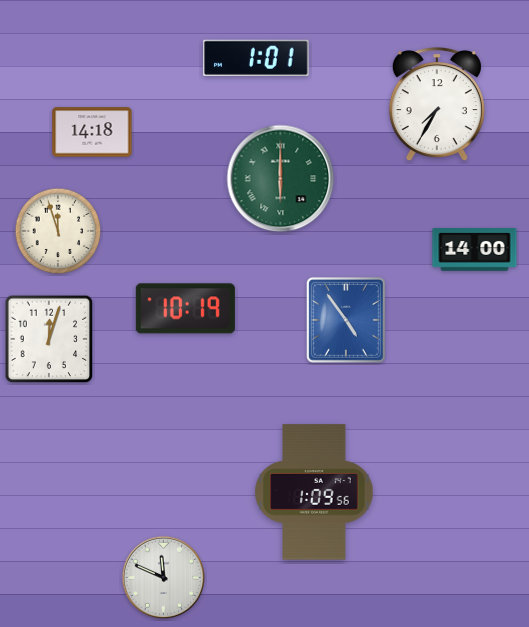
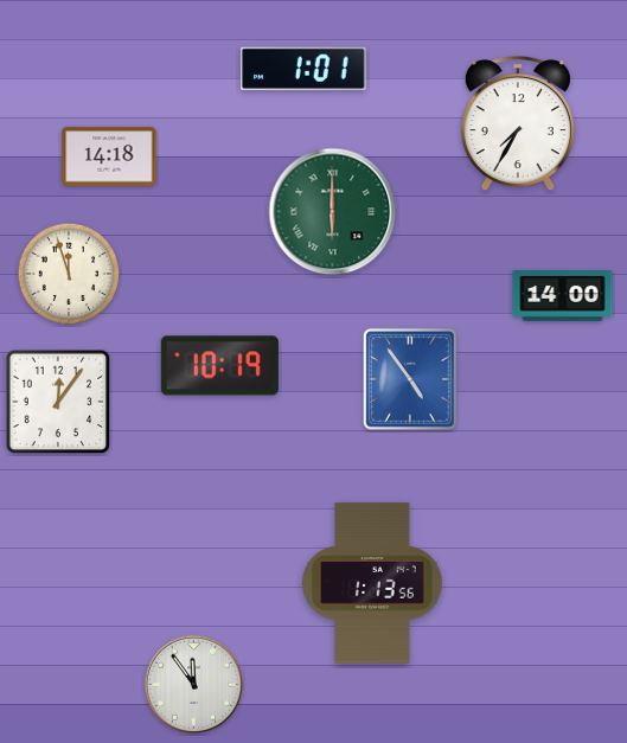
clock at (49, 339): 12:03 -> 12:06
clock at (314, 492): 1:09 -> 1:13
clock at (163, 577): 11:49 -> 11:54
